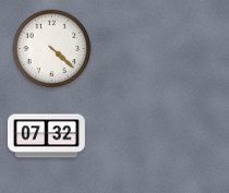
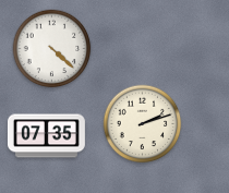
clock at (143, 124): none -> 2:12
clock at (46, 136): 07:32 -> 07:35
